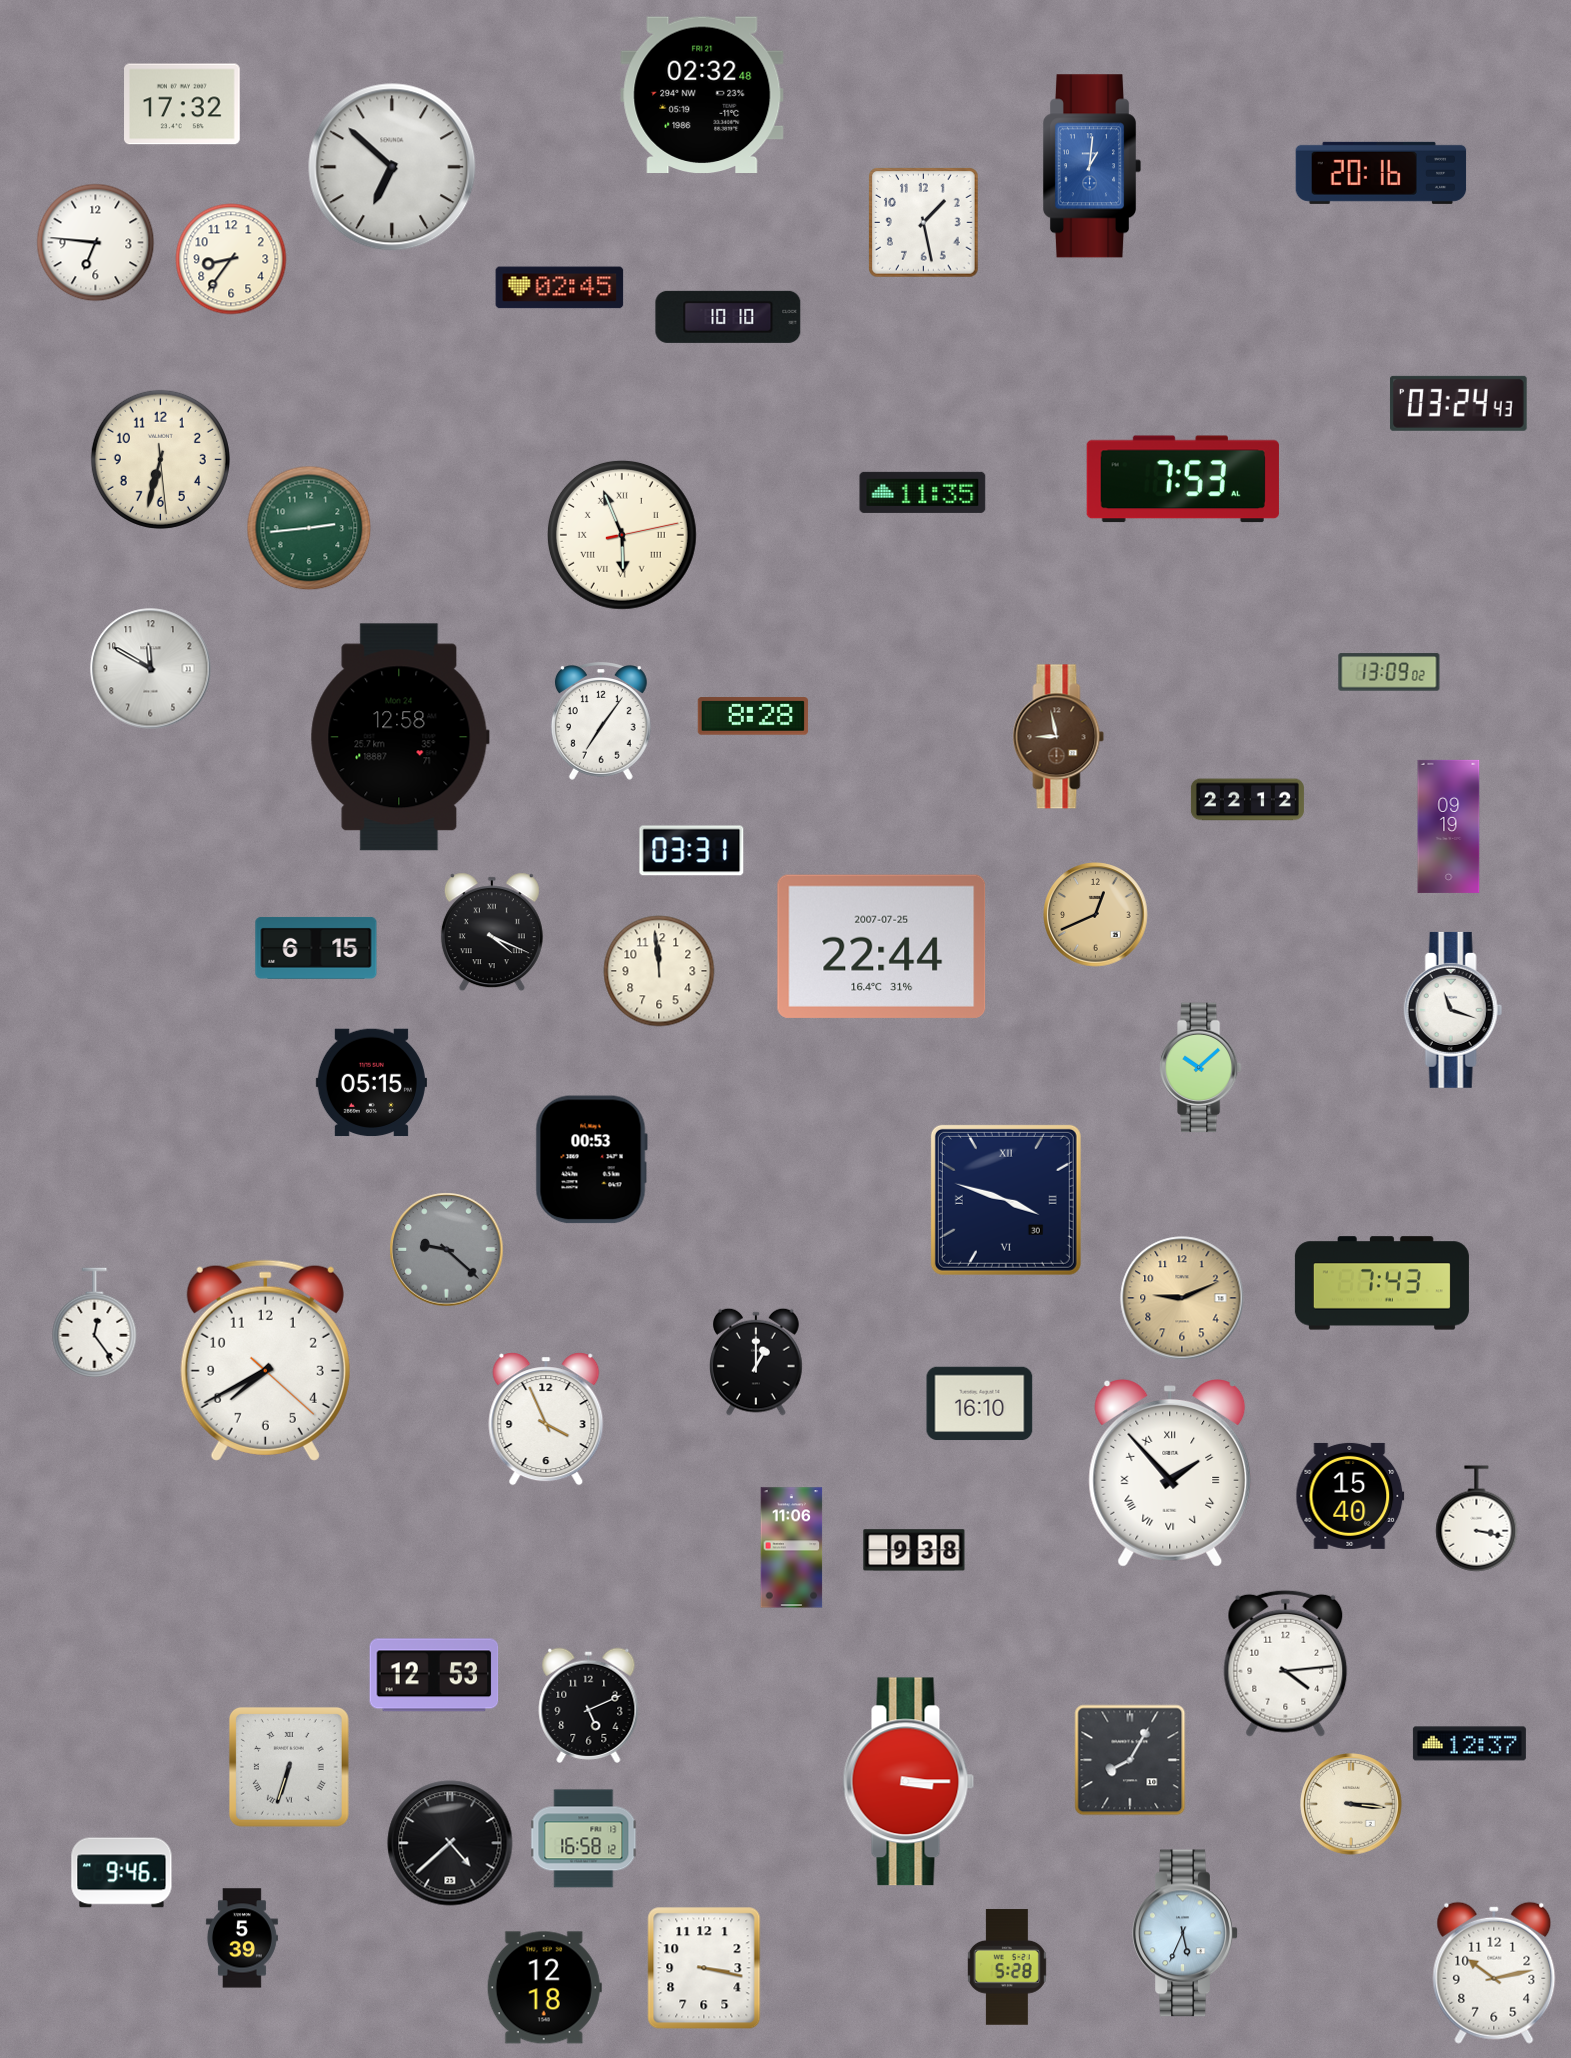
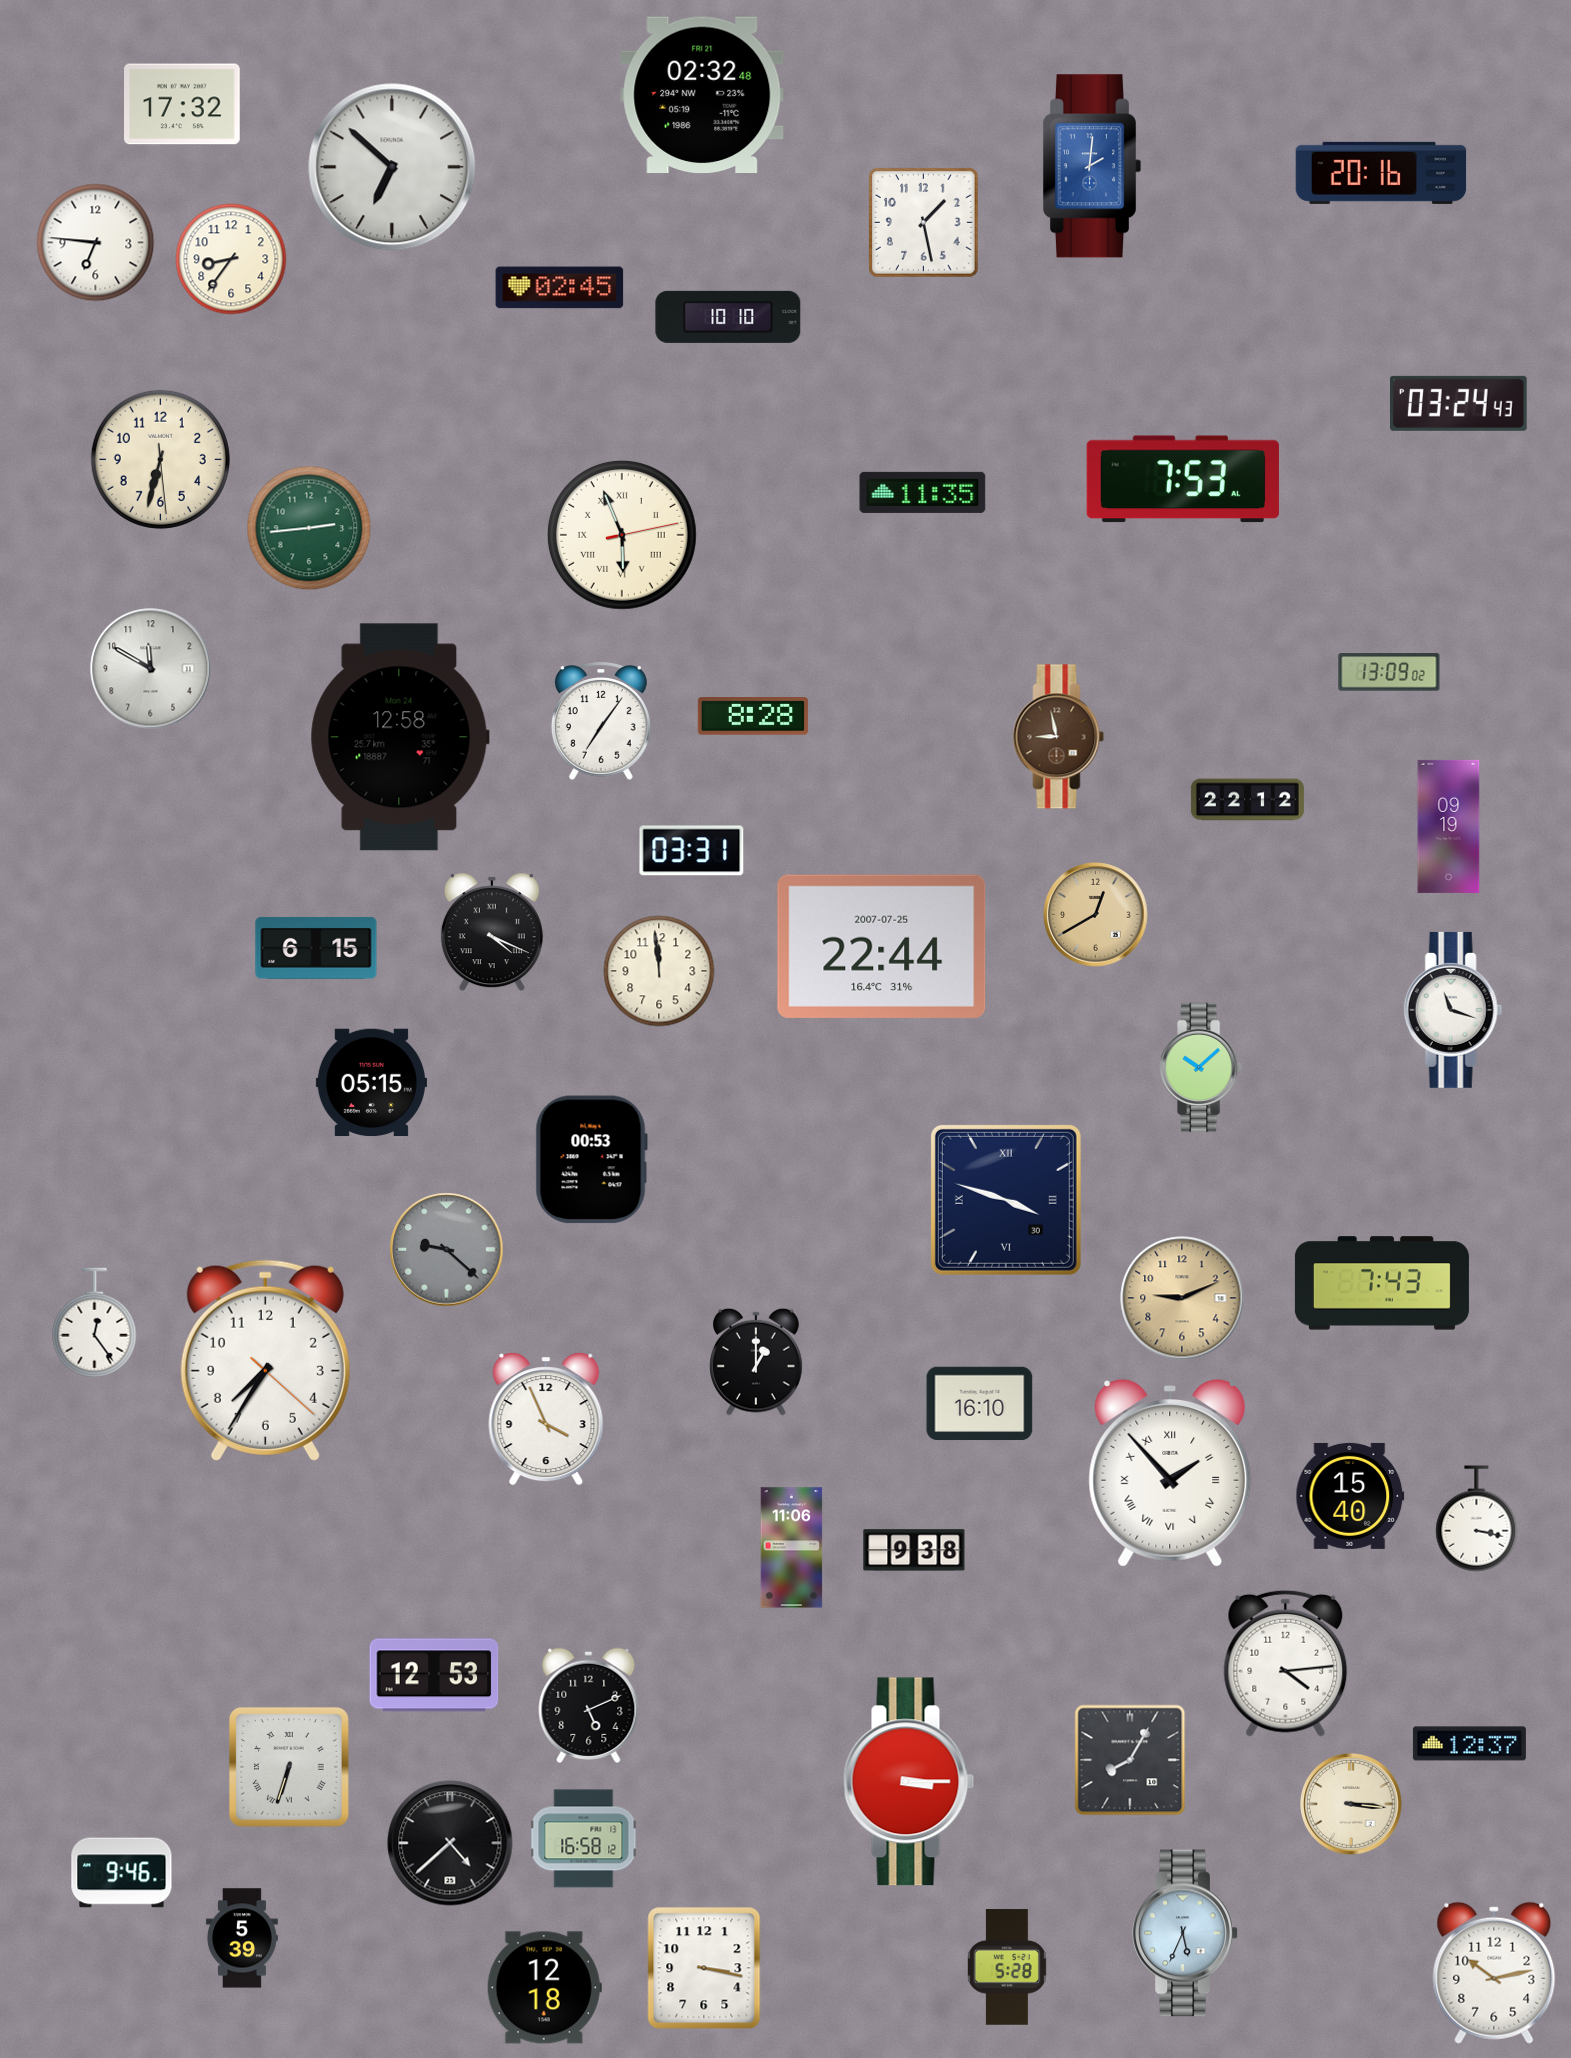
clock at (1092, 166): 1:01 -> 2:01
clock at (1096, 915): 12:41 -> 12:40
clock at (265, 1360): 7:40 -> 7:35
